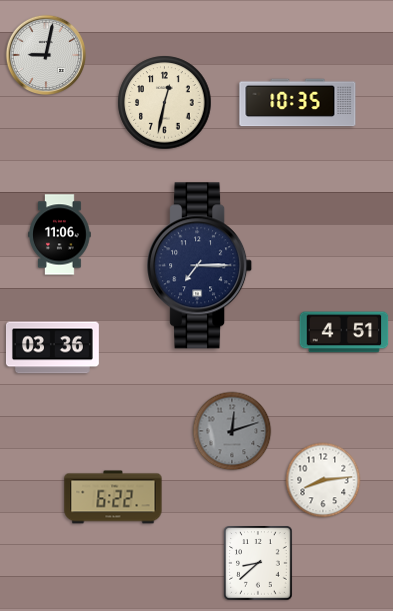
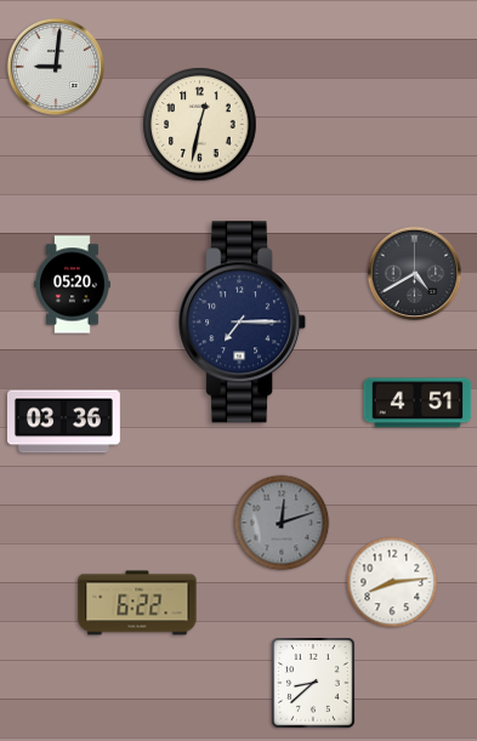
clock at (45, 54): 9:02 -> 9:01
clock at (298, 103): 10:35 -> none
clock at (415, 274): none -> 4:40
clock at (60, 235): 11:06 -> 05:20
